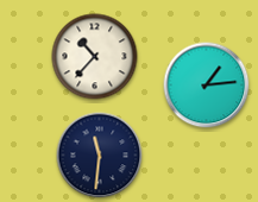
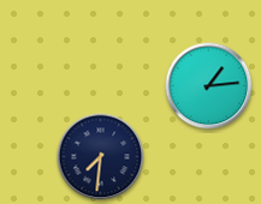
clock at (95, 57): 10:37 -> none
clock at (100, 156): 11:31 -> 7:31
